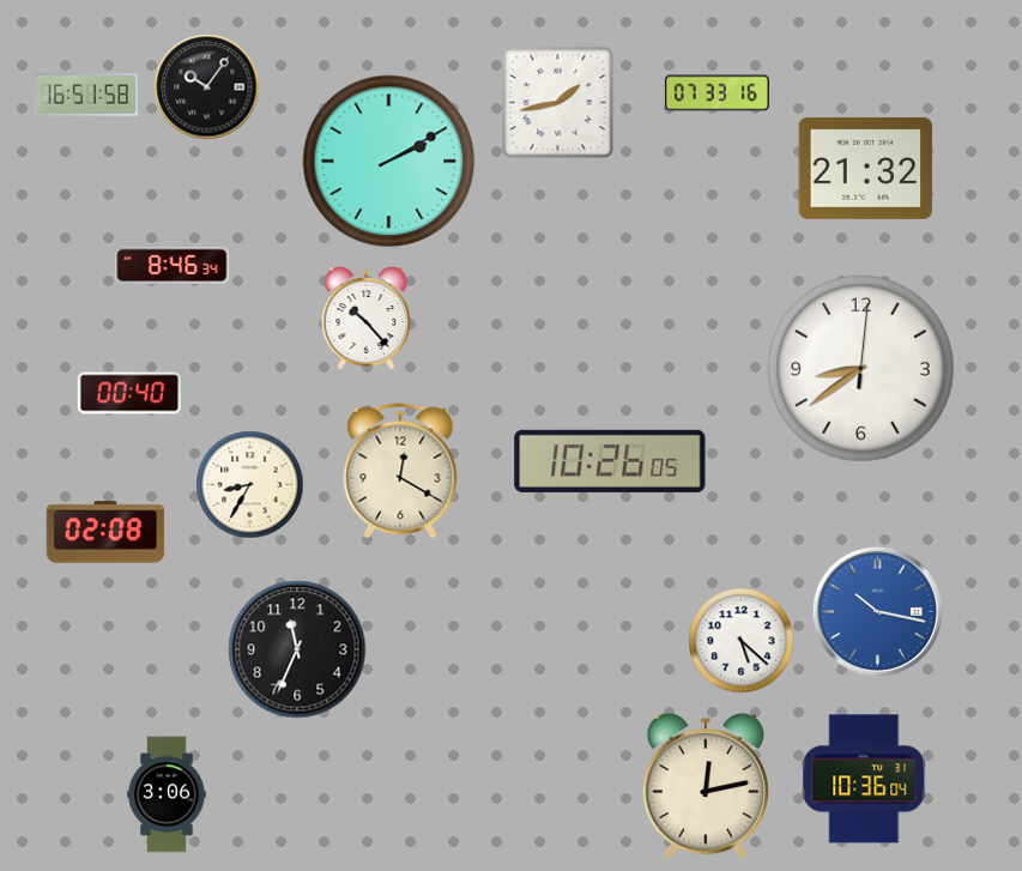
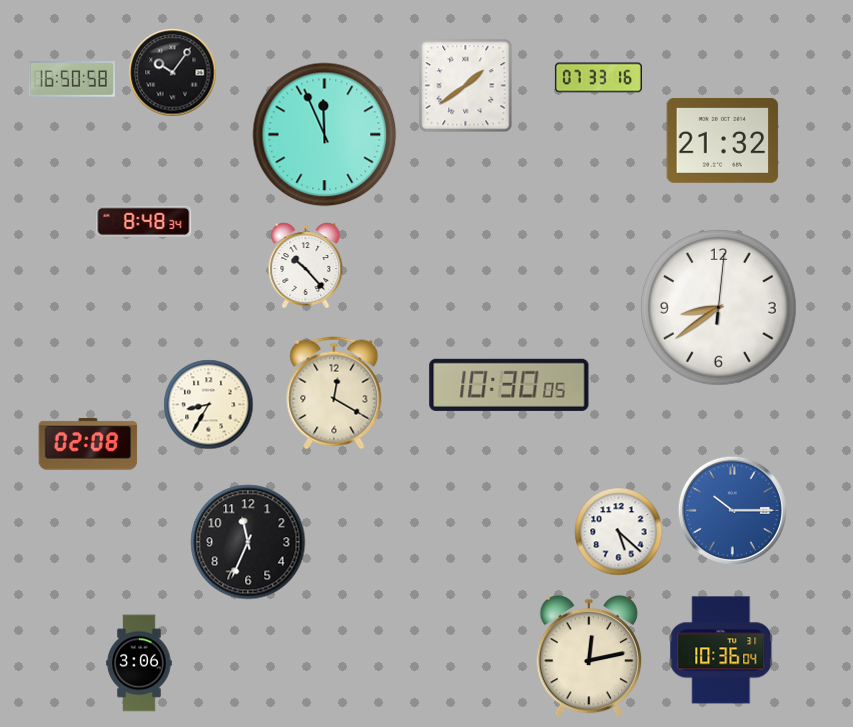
clock at (85, 95): 16:51 -> 16:50
clock at (558, 103): 1:43 -> 1:39
clock at (389, 162): 2:10 -> 11:56
clock at (173, 265): 8:46 -> 8:48
clock at (129, 393): 00:40 -> none
clock at (610, 461): 10:26 -> 10:30
clock at (877, 611): 10:17 -> 10:15
clock at (742, 641) position: (742, 641) -> (619, 532)
